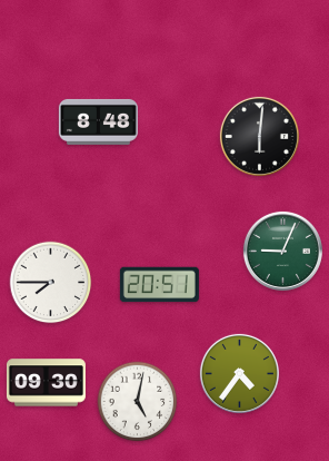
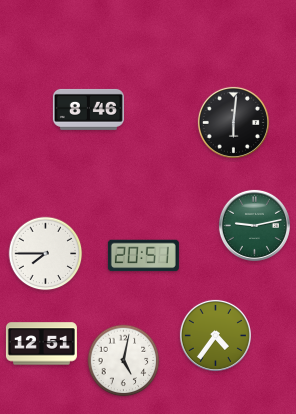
clock at (98, 121): 8:48 -> 8:46
clock at (282, 251): 9:04 -> 9:13
clock at (46, 383): 09:30 -> 12:51
